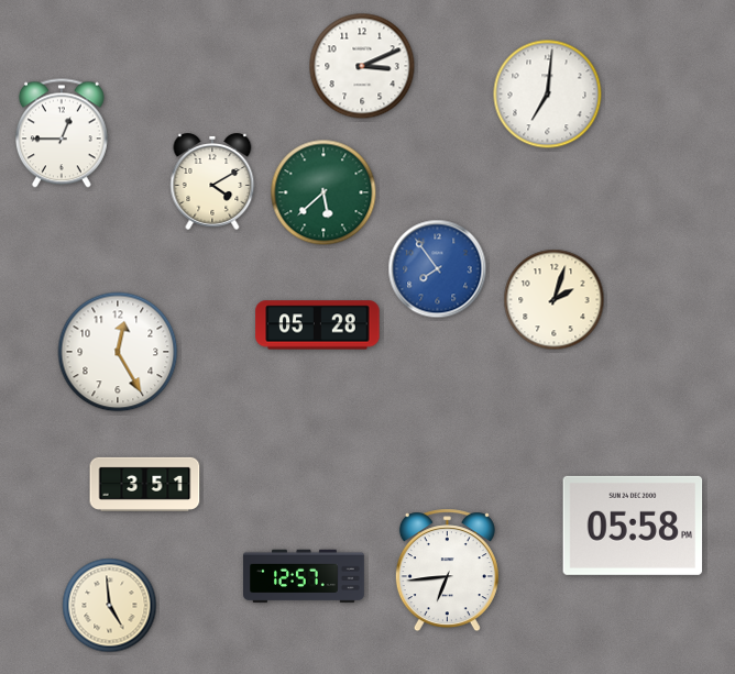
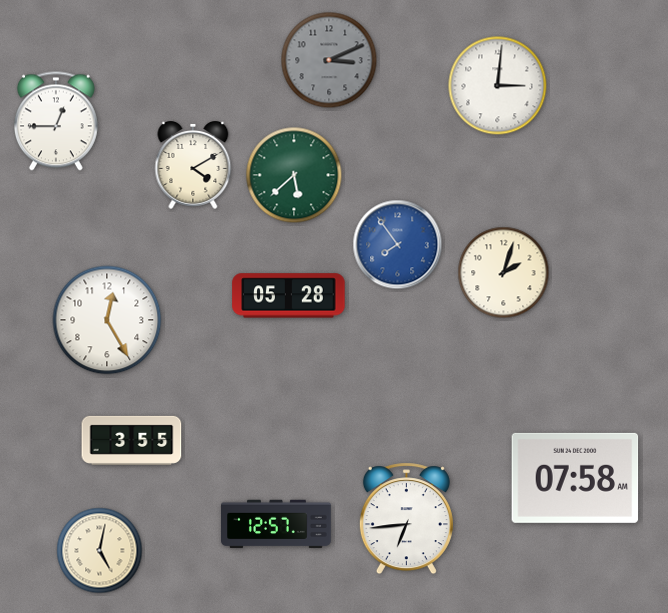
clock at (362, 66) dial: white -> grey
clock at (548, 95): 7:01 -> 3:01
clock at (145, 484): 3:51 -> 3:55
clock at (633, 526): 05:58 -> 07:58
clock at (110, 606): 4:59 -> 5:02
